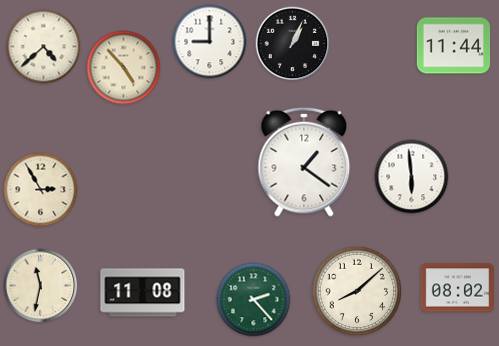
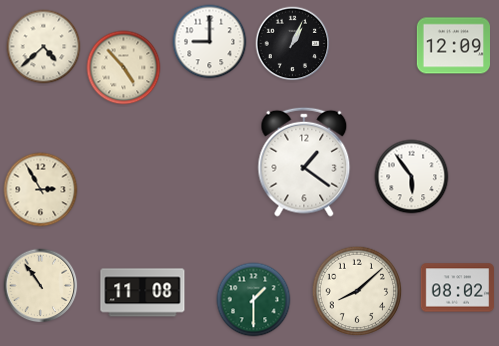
clock at (453, 46): 11:44 -> 12:09
clock at (412, 177): 5:59 -> 5:54
clock at (41, 286): 11:32 -> 10:54
clock at (254, 300): 2:23 -> 1:30
